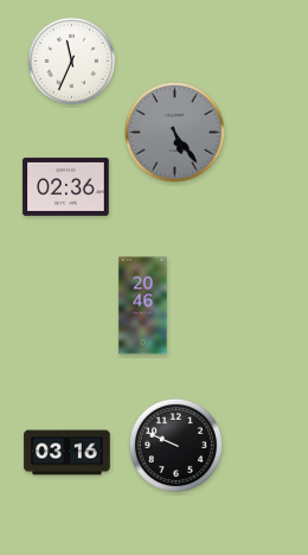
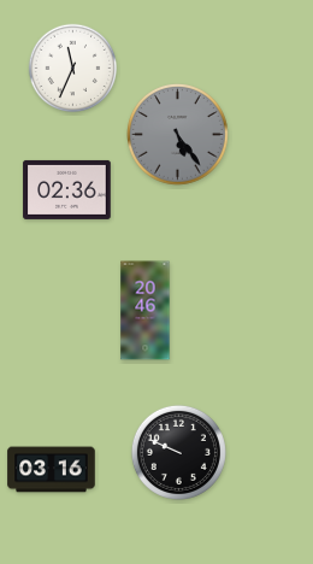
clock at (72, 62) position: (72, 62) -> (73, 69)
clock at (68, 453) position: (68, 453) -> (52, 470)
